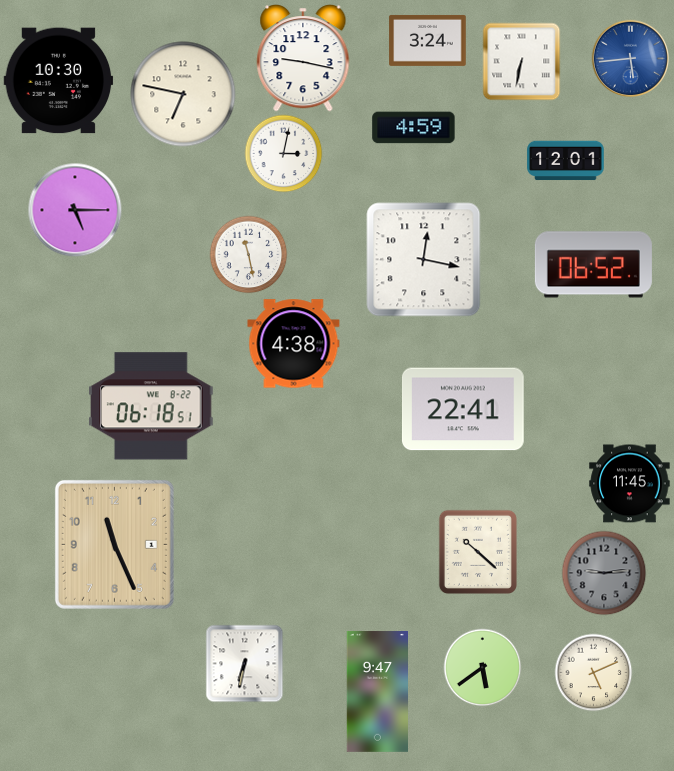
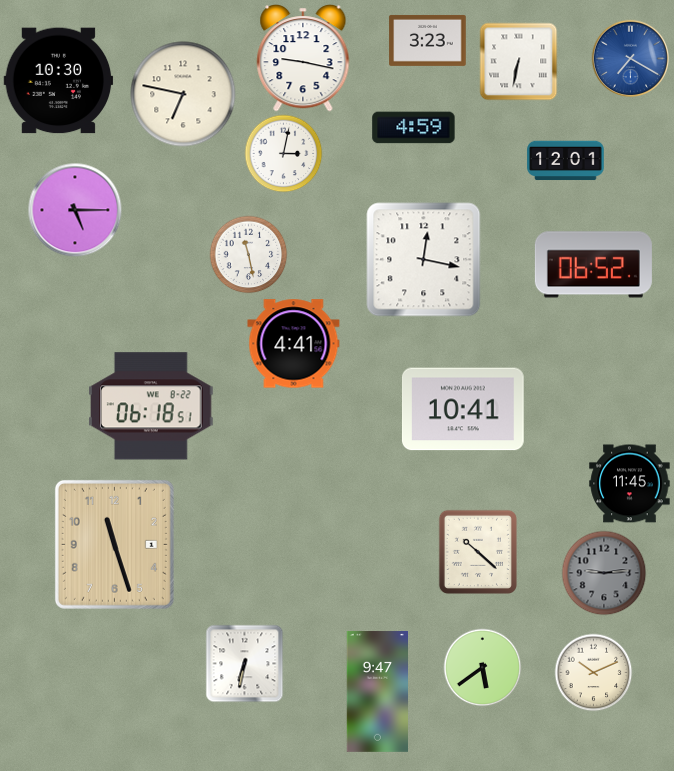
clock at (428, 40): 3:24 -> 3:23
clock at (630, 58): 5:44 -> 7:20
clock at (521, 61) position: (521, 61) -> (518, 61)
clock at (294, 344): 4:38 -> 4:41
clock at (463, 409): 22:41 -> 10:41
clock at (114, 544): 11:26 -> 11:27
clock at (593, 672): 5:11 -> 10:11
